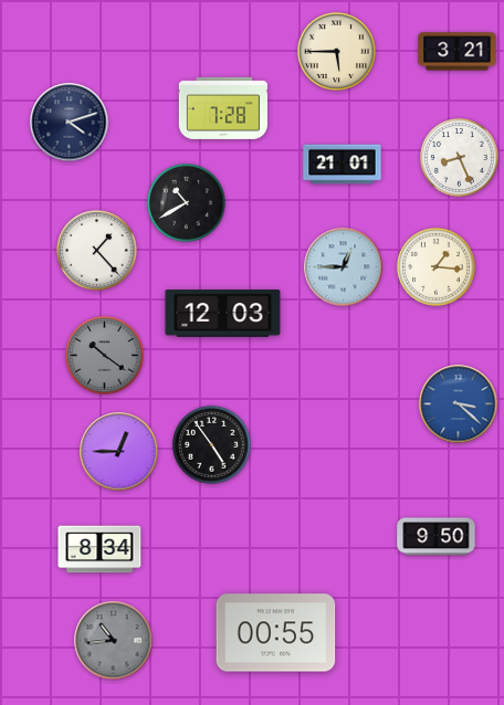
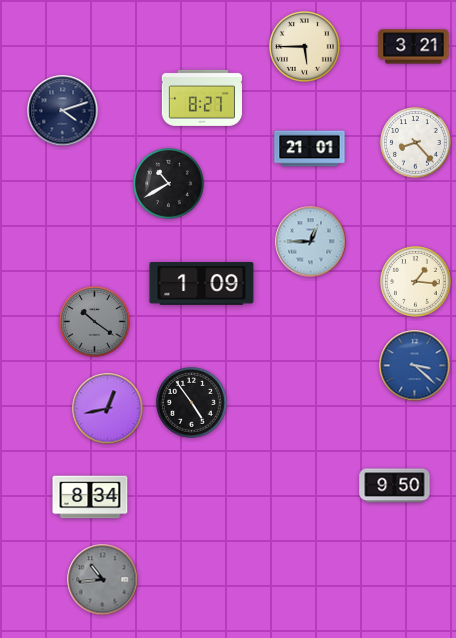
clock at (223, 108): 7:28 -> 8:27
clock at (460, 158): 8:26 -> 8:23
clock at (97, 251): 1:23 -> none
clock at (437, 267) position: (437, 267) -> (416, 282)
clock at (223, 314): 12:03 -> 1:09
clock at (119, 452): 12:45 -> 12:43
clock at (276, 633): 00:55 -> none
